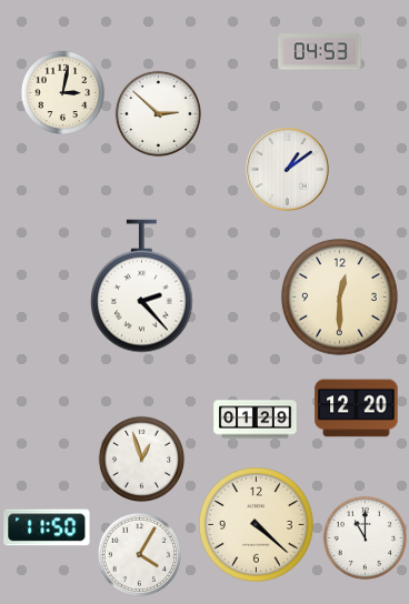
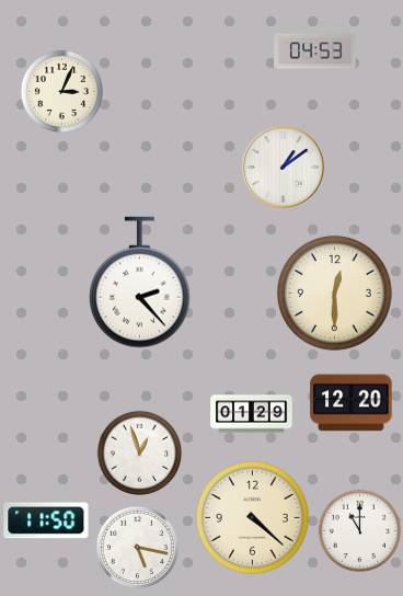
clock at (62, 92): 3:02 -> 3:04
clock at (158, 113): 2:52 -> none
clock at (139, 554): 4:05 -> 5:17
